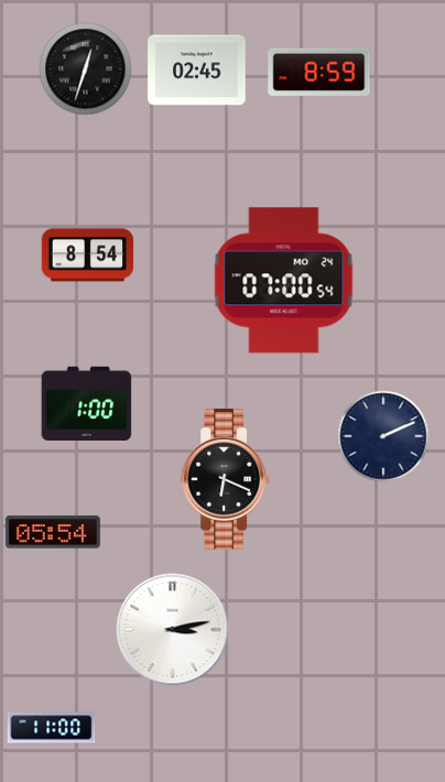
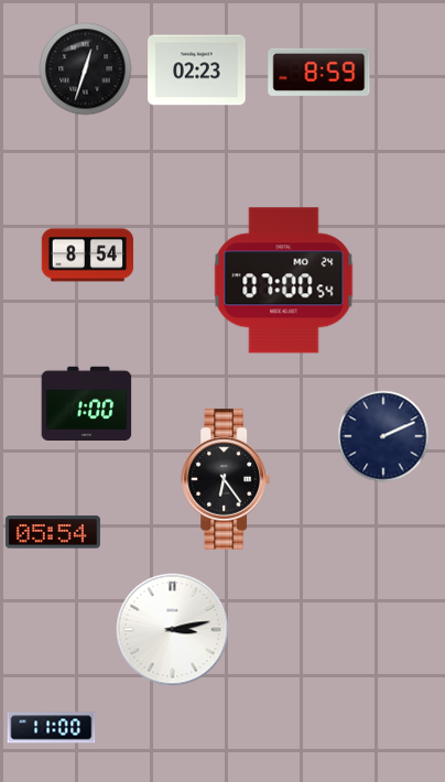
clock at (197, 70): 02:45 -> 02:23
clock at (225, 479): 6:19 -> 6:24
